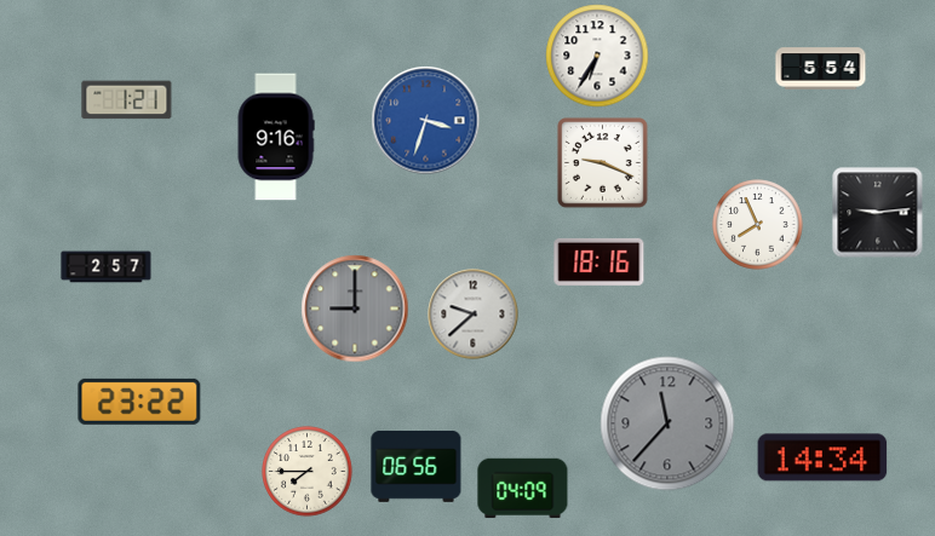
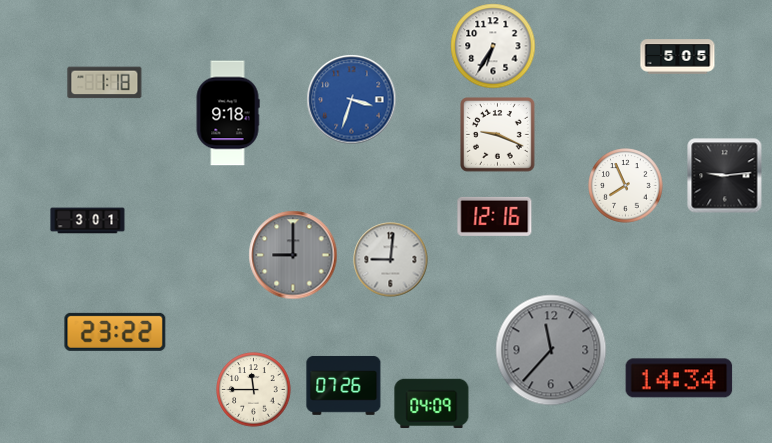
clock at (821, 69): 5:54 -> 5:05
clock at (127, 100): 1:21 -> 1:18
clock at (276, 137): 9:16 -> 9:18
clock at (600, 261): 18:16 -> 12:16
clock at (107, 267): 2:57 -> 3:01
clock at (474, 315): 9:38 -> 9:01
clock at (417, 466): 06:56 -> 07:26
clock at (308, 472): 7:45 -> 11:45
